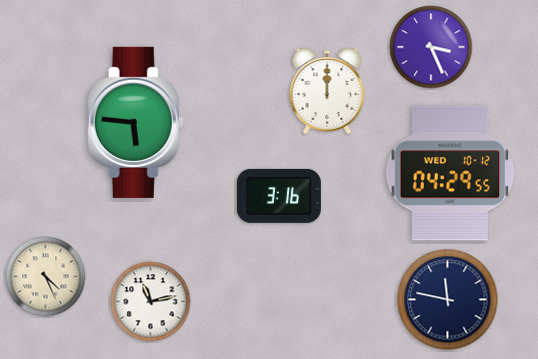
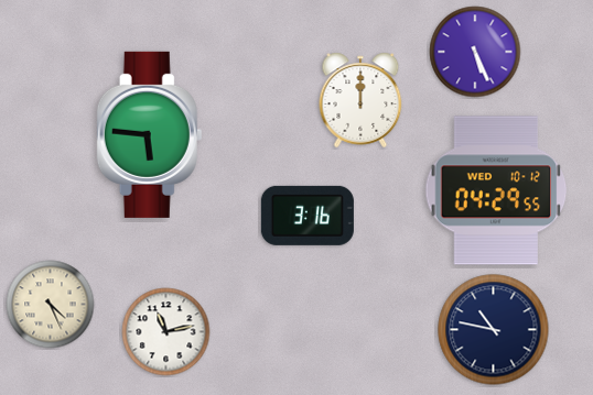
clock at (431, 47): 3:26 -> 5:26
clock at (448, 300): 11:47 -> 10:47
